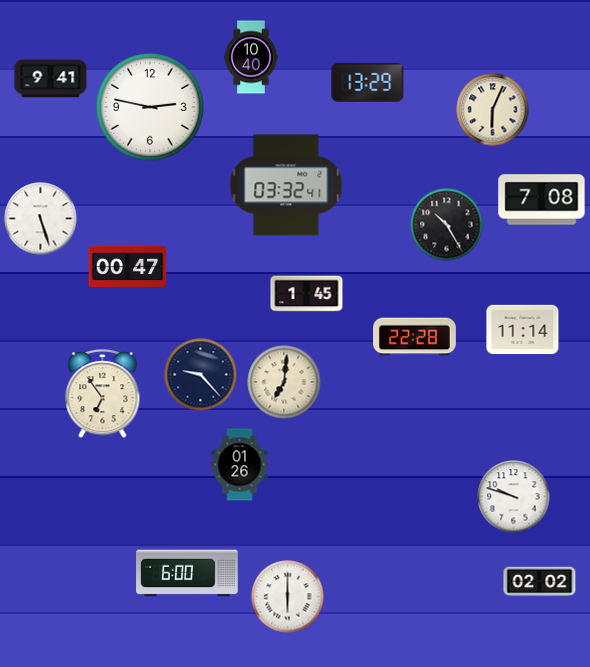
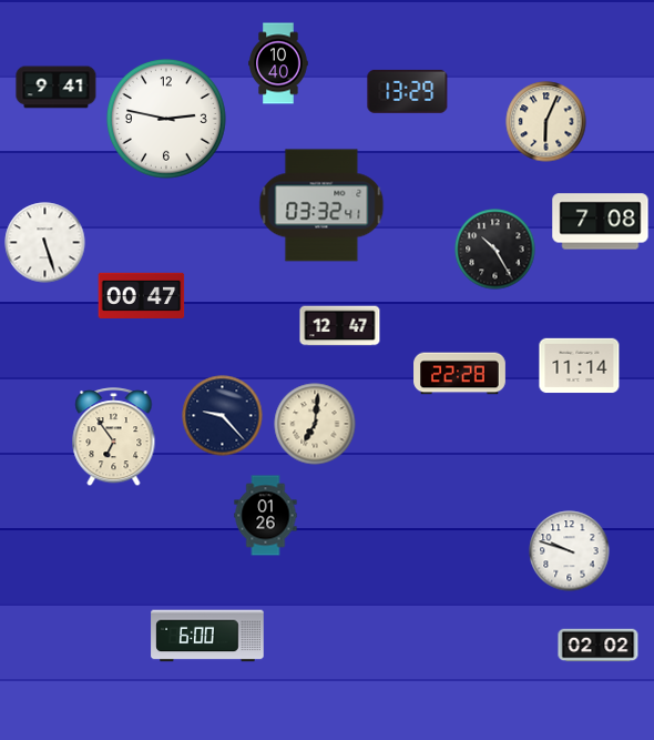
clock at (286, 185) position: (286, 185) -> (321, 205)
clock at (307, 294): 1:45 -> 12:47
clock at (288, 597): 6:00 -> none
